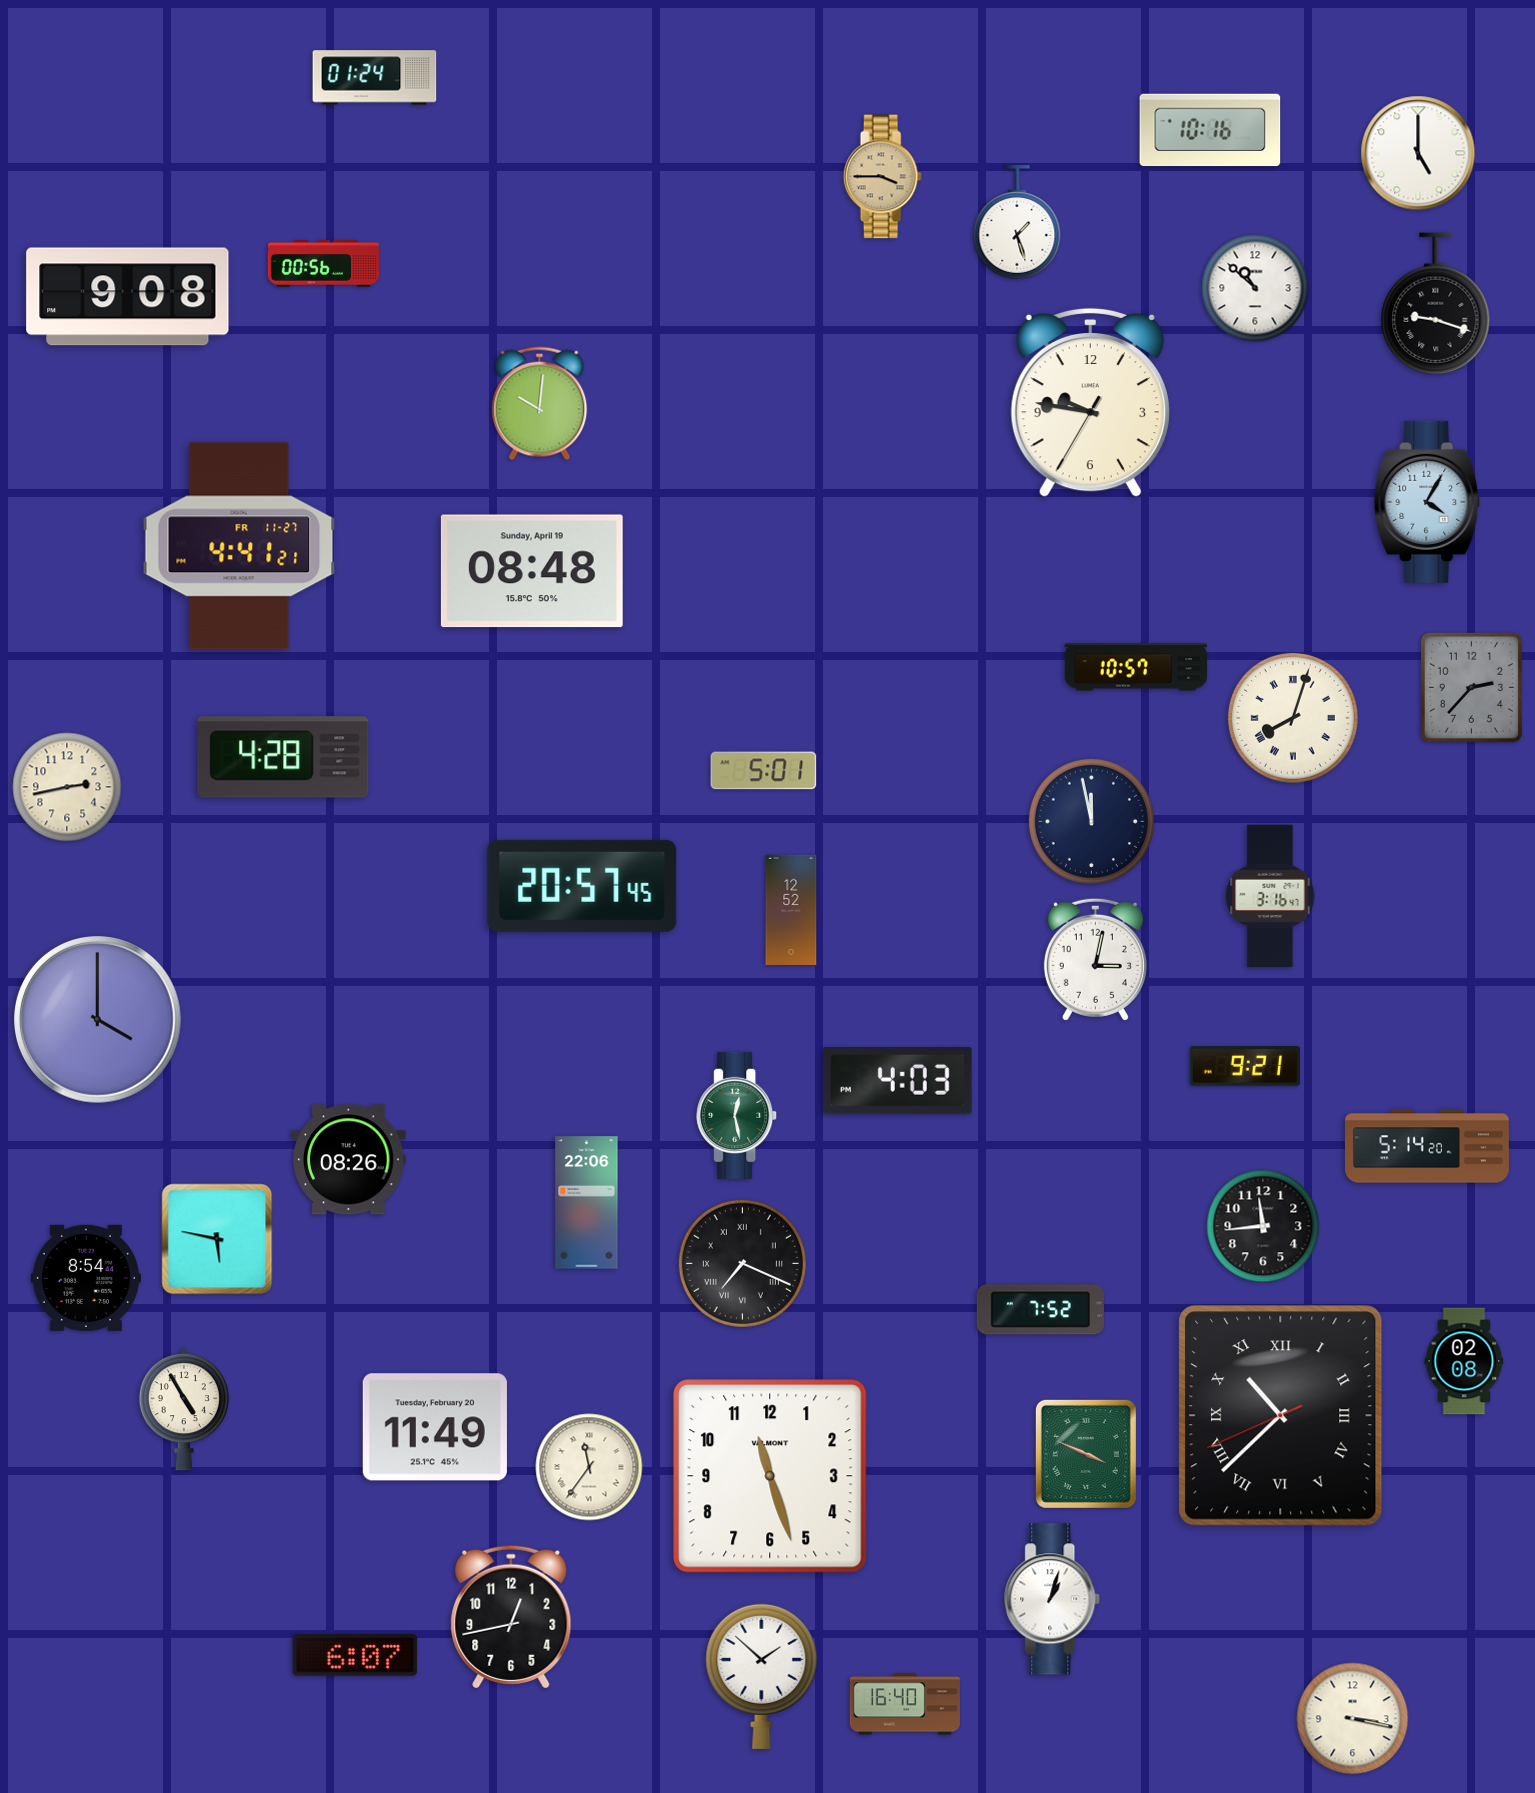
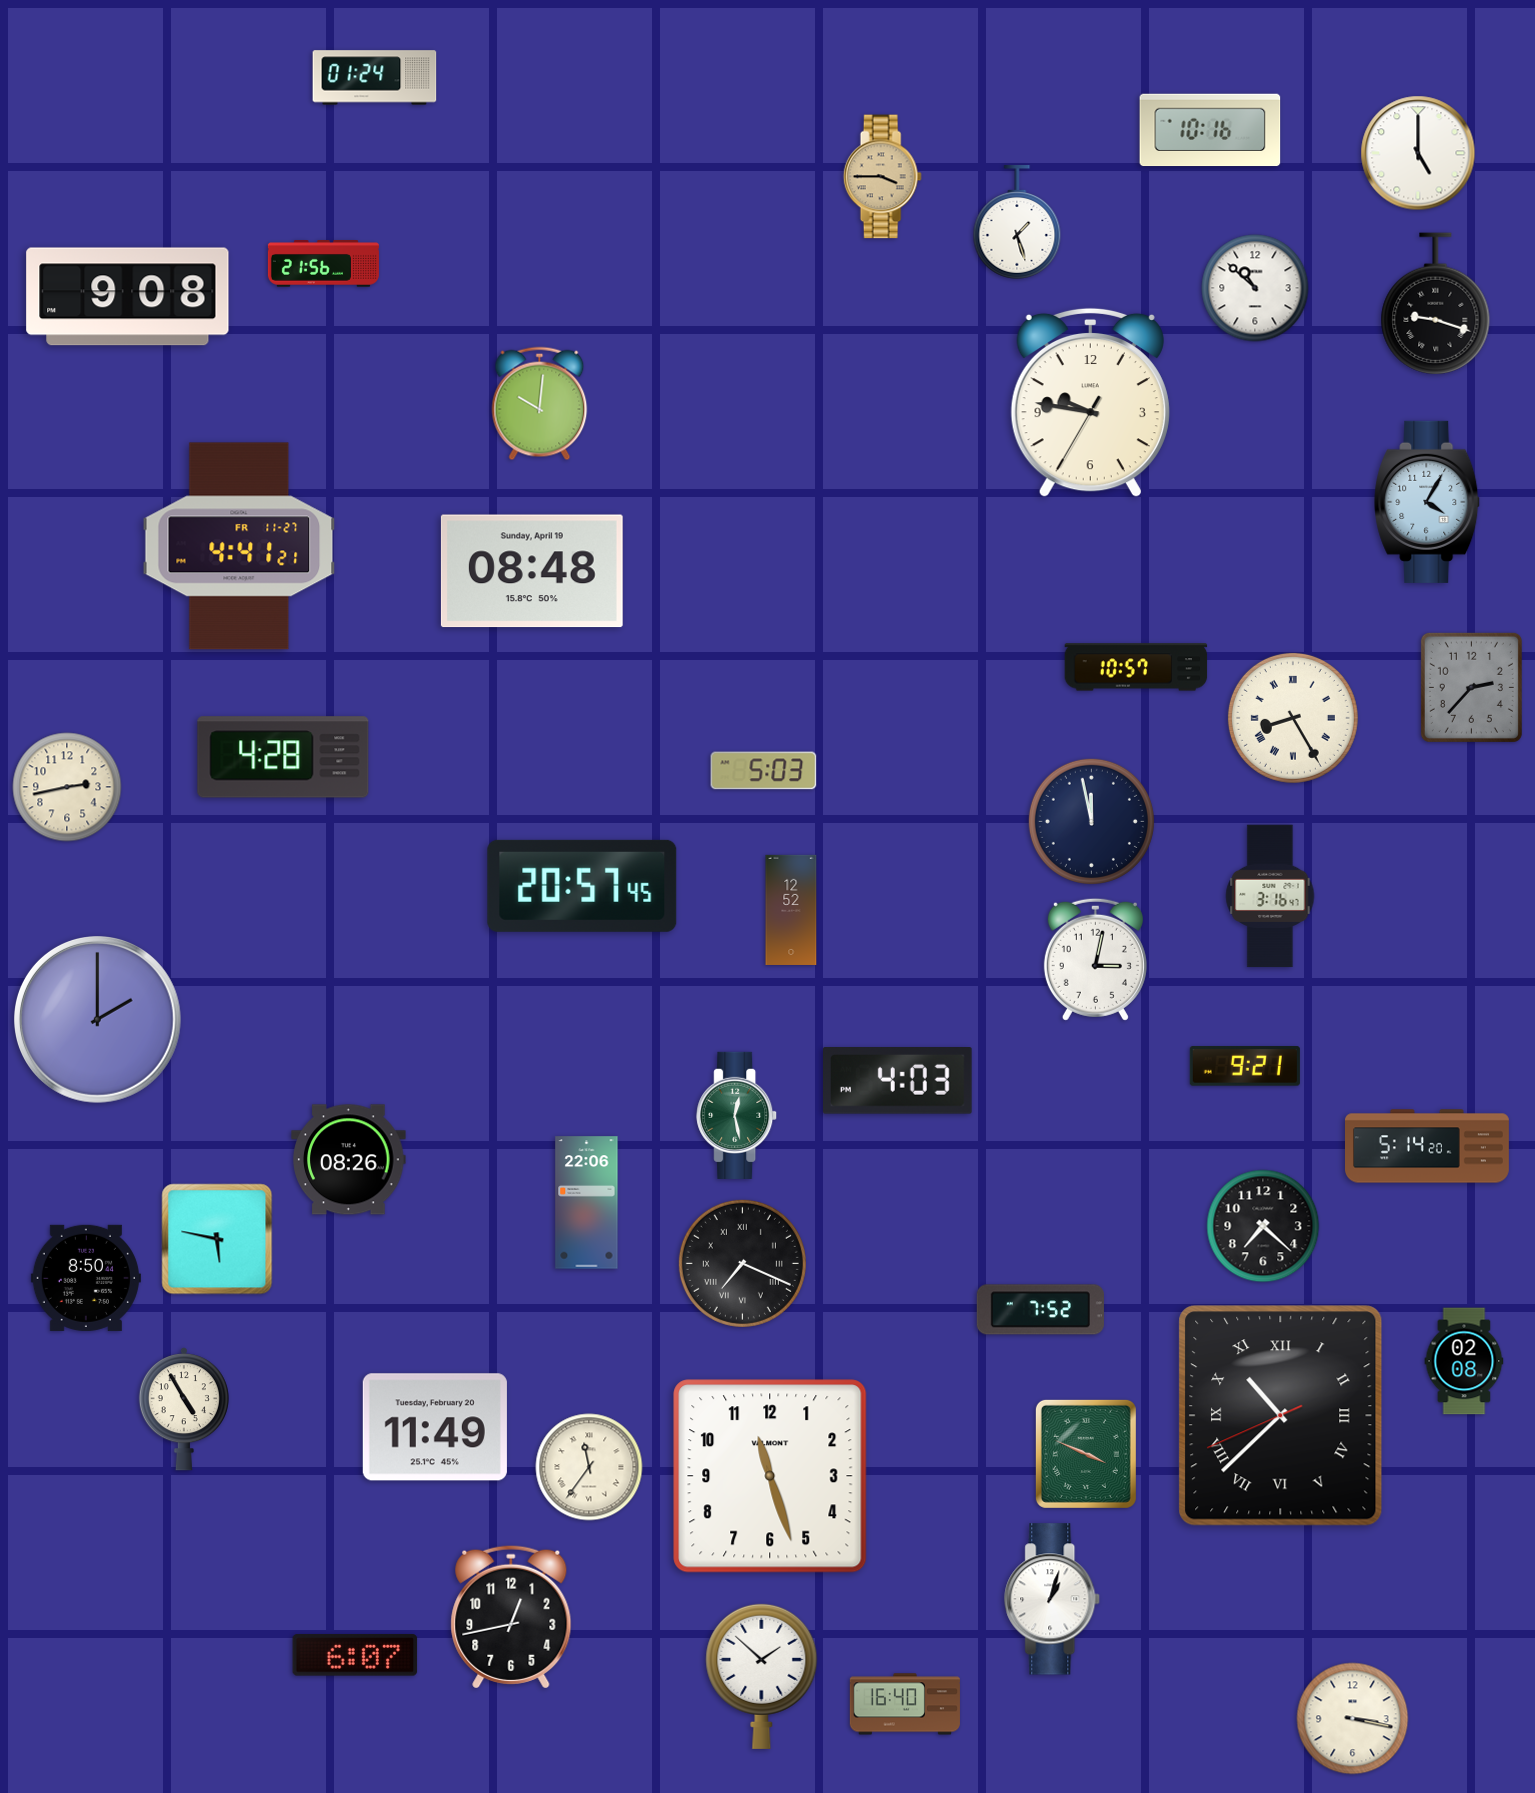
clock at (323, 264): 00:56 -> 21:56
clock at (1293, 718): 8:03 -> 8:25
clock at (764, 771): 5:01 -> 5:03
clock at (98, 1020): 4:00 -> 2:00
clock at (1263, 1226): 11:44 -> 7:22
clock at (86, 1278): 8:54 -> 8:50
